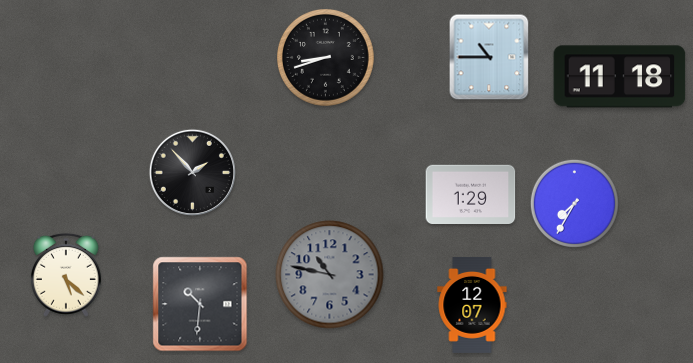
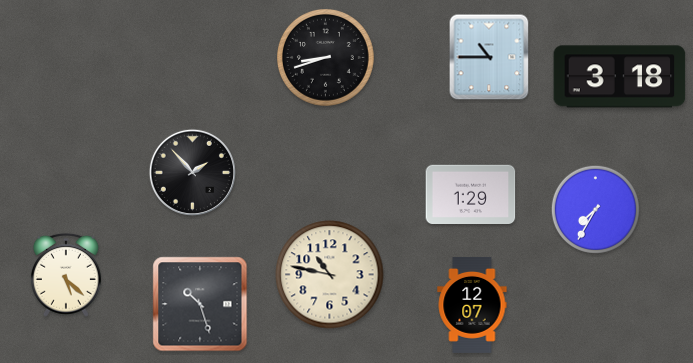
clock at (620, 77): 11:18 -> 3:18
clock at (574, 203) position: (574, 203) -> (595, 209)
clock at (330, 275) dial: grey -> cream
clock at (200, 304): 10:31 -> 10:27
